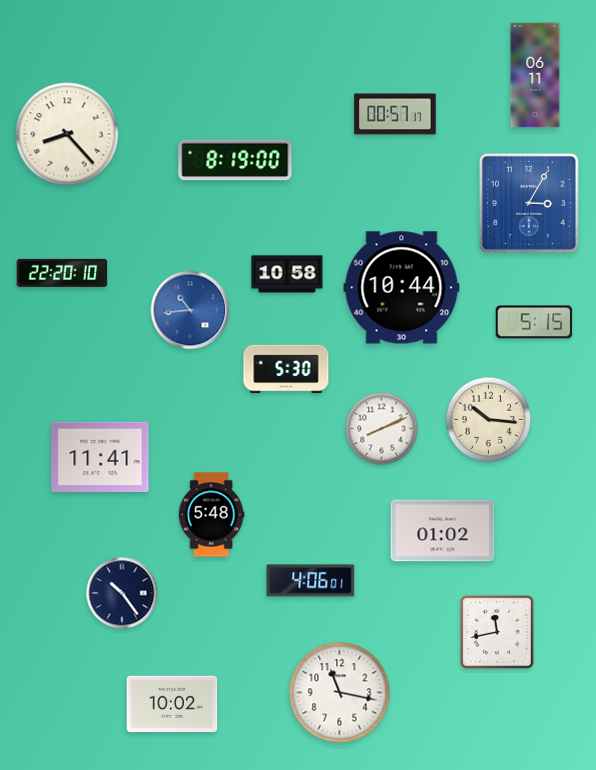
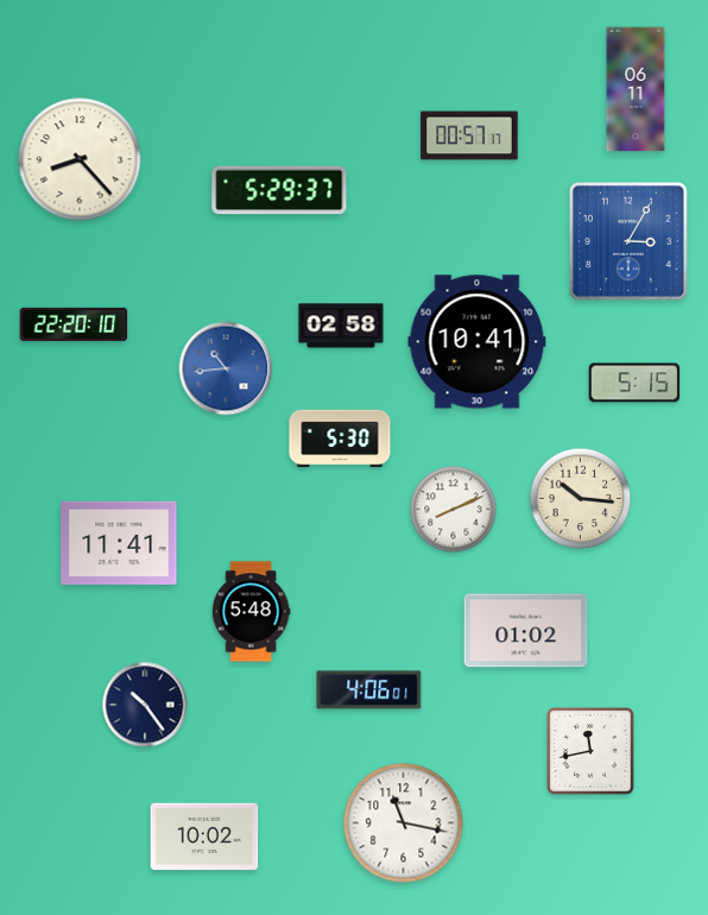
clock at (235, 160): 8:19 -> 5:29
clock at (287, 274): 10:58 -> 02:58
clock at (402, 288): 10:44 -> 10:41
